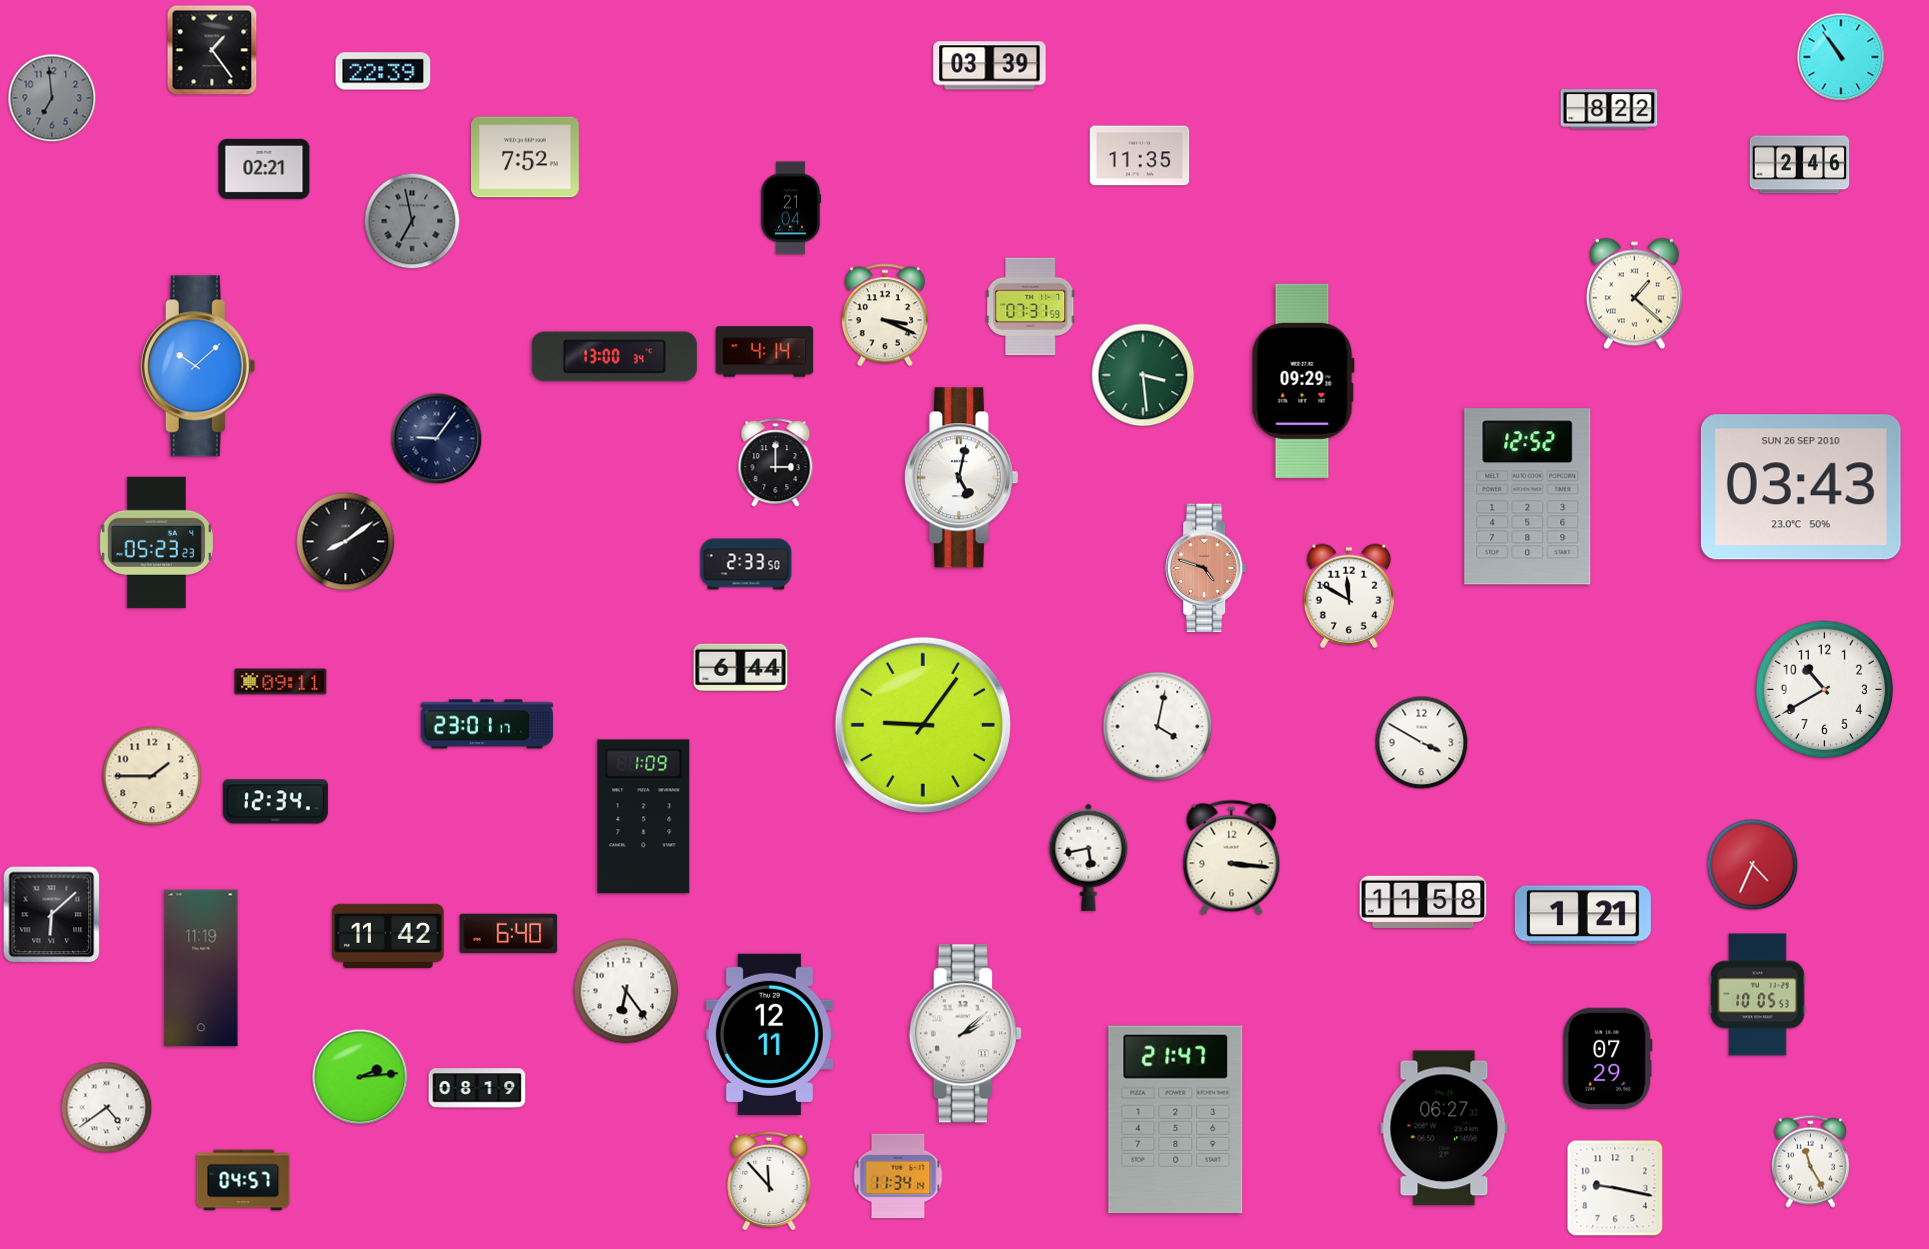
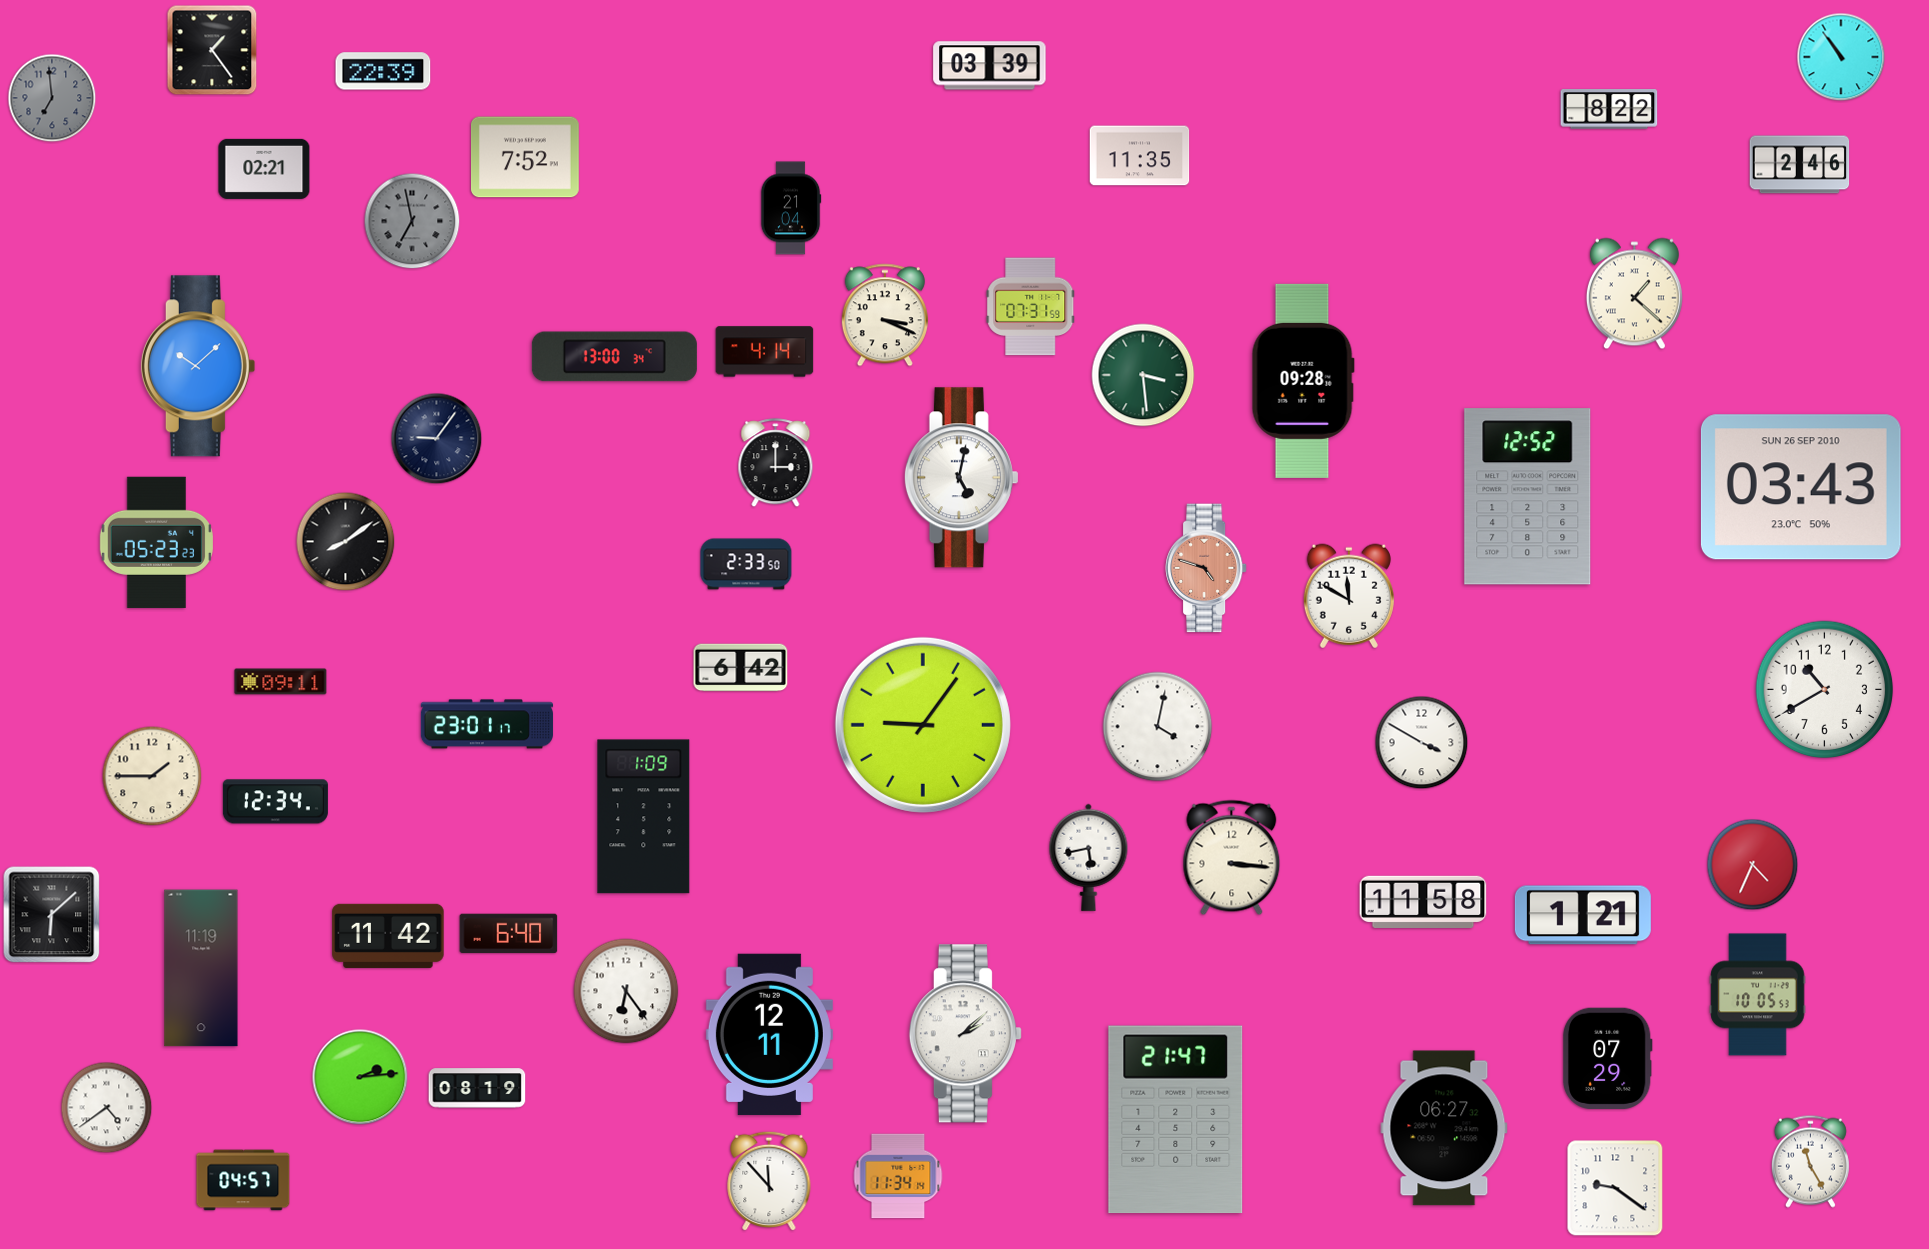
clock at (1303, 381): 09:29 -> 09:28
clock at (741, 668): 6:44 -> 6:42
clock at (1615, 1188): 9:17 -> 9:21
